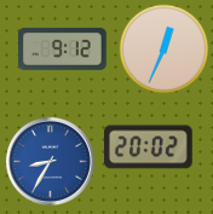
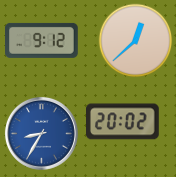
clock at (63, 48) position: (63, 48) -> (42, 40)
clock at (165, 50): 12:34 -> 12:38
